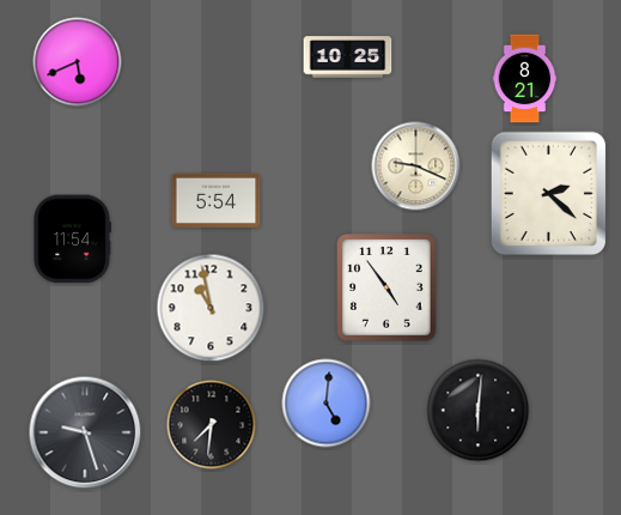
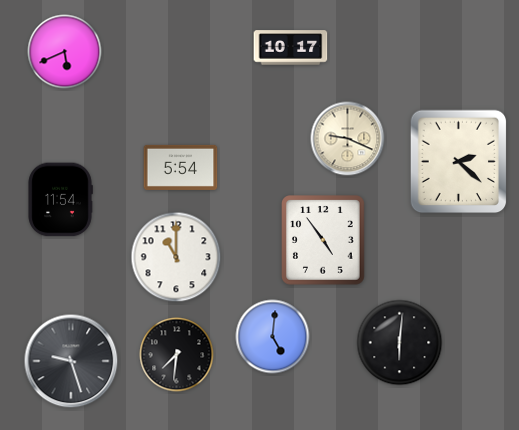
clock at (348, 57): 10:25 -> 10:17
clock at (525, 79): 8:21 -> none
clock at (211, 308): 10:58 -> 11:00
